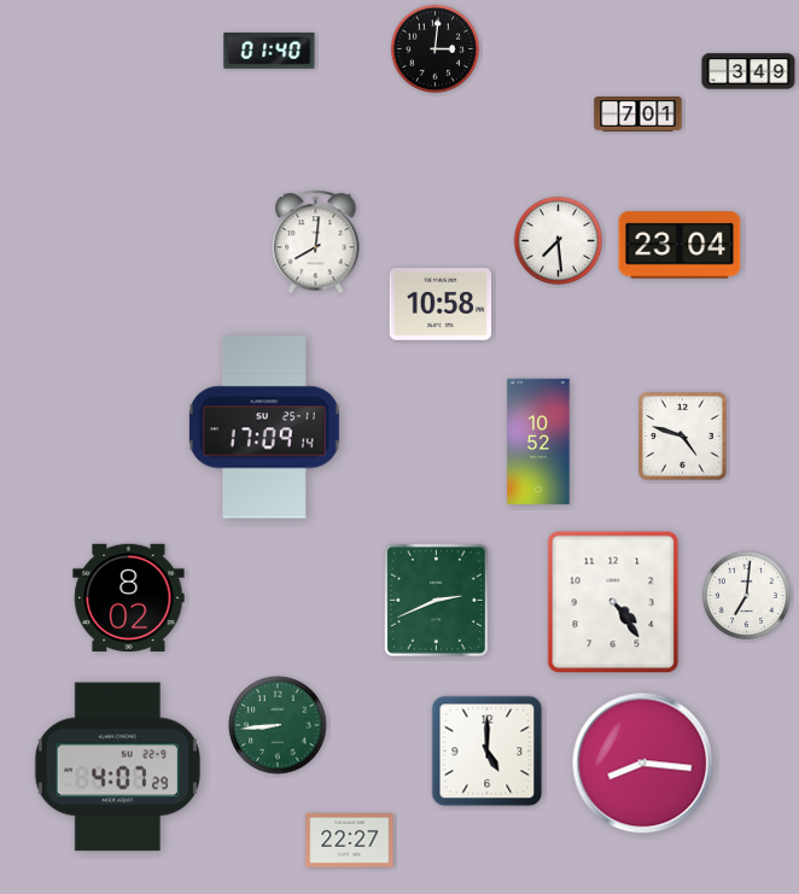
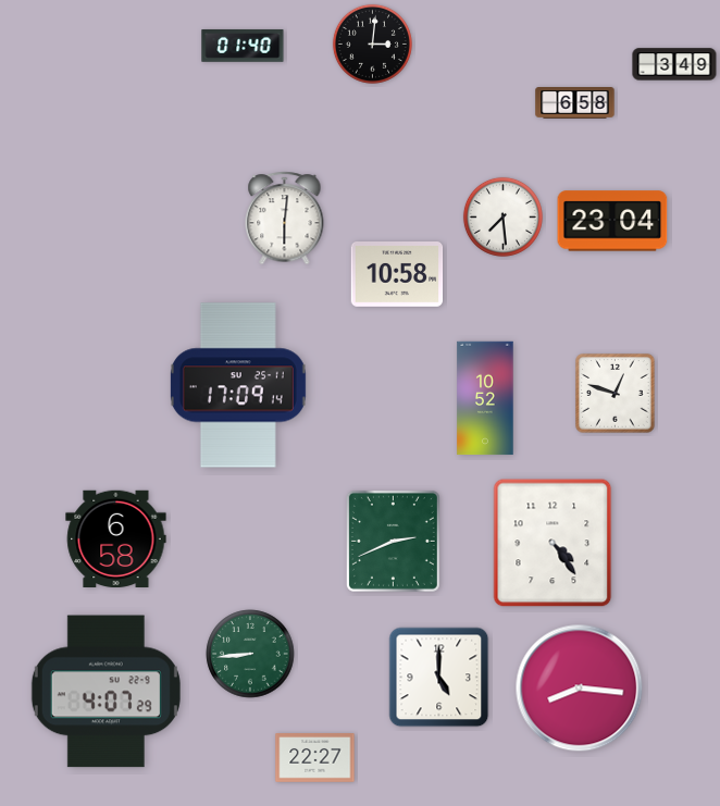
clock at (435, 48) position: (435, 48) -> (372, 44)
clock at (638, 115): 7:01 -> 6:58
clock at (316, 243): 8:01 -> 6:01
clock at (683, 437): 4:48 -> 12:48
clock at (746, 595): 7:01 -> none
clock at (129, 597): 8:02 -> 6:58
